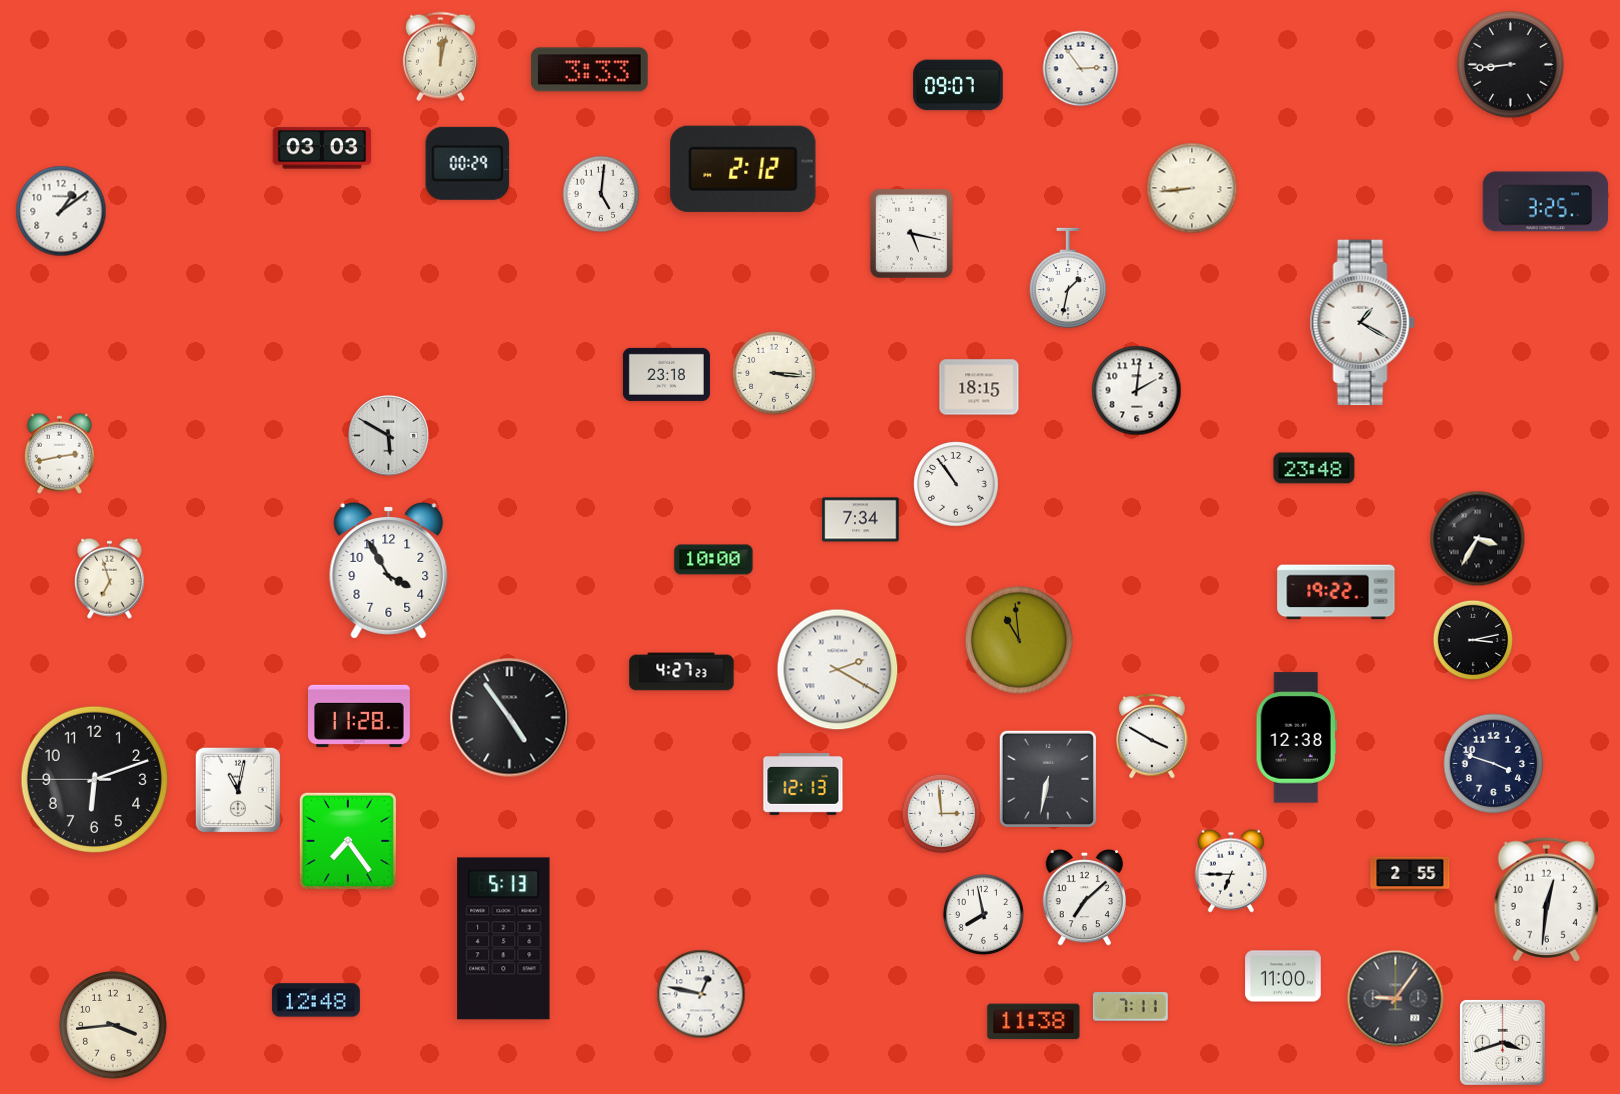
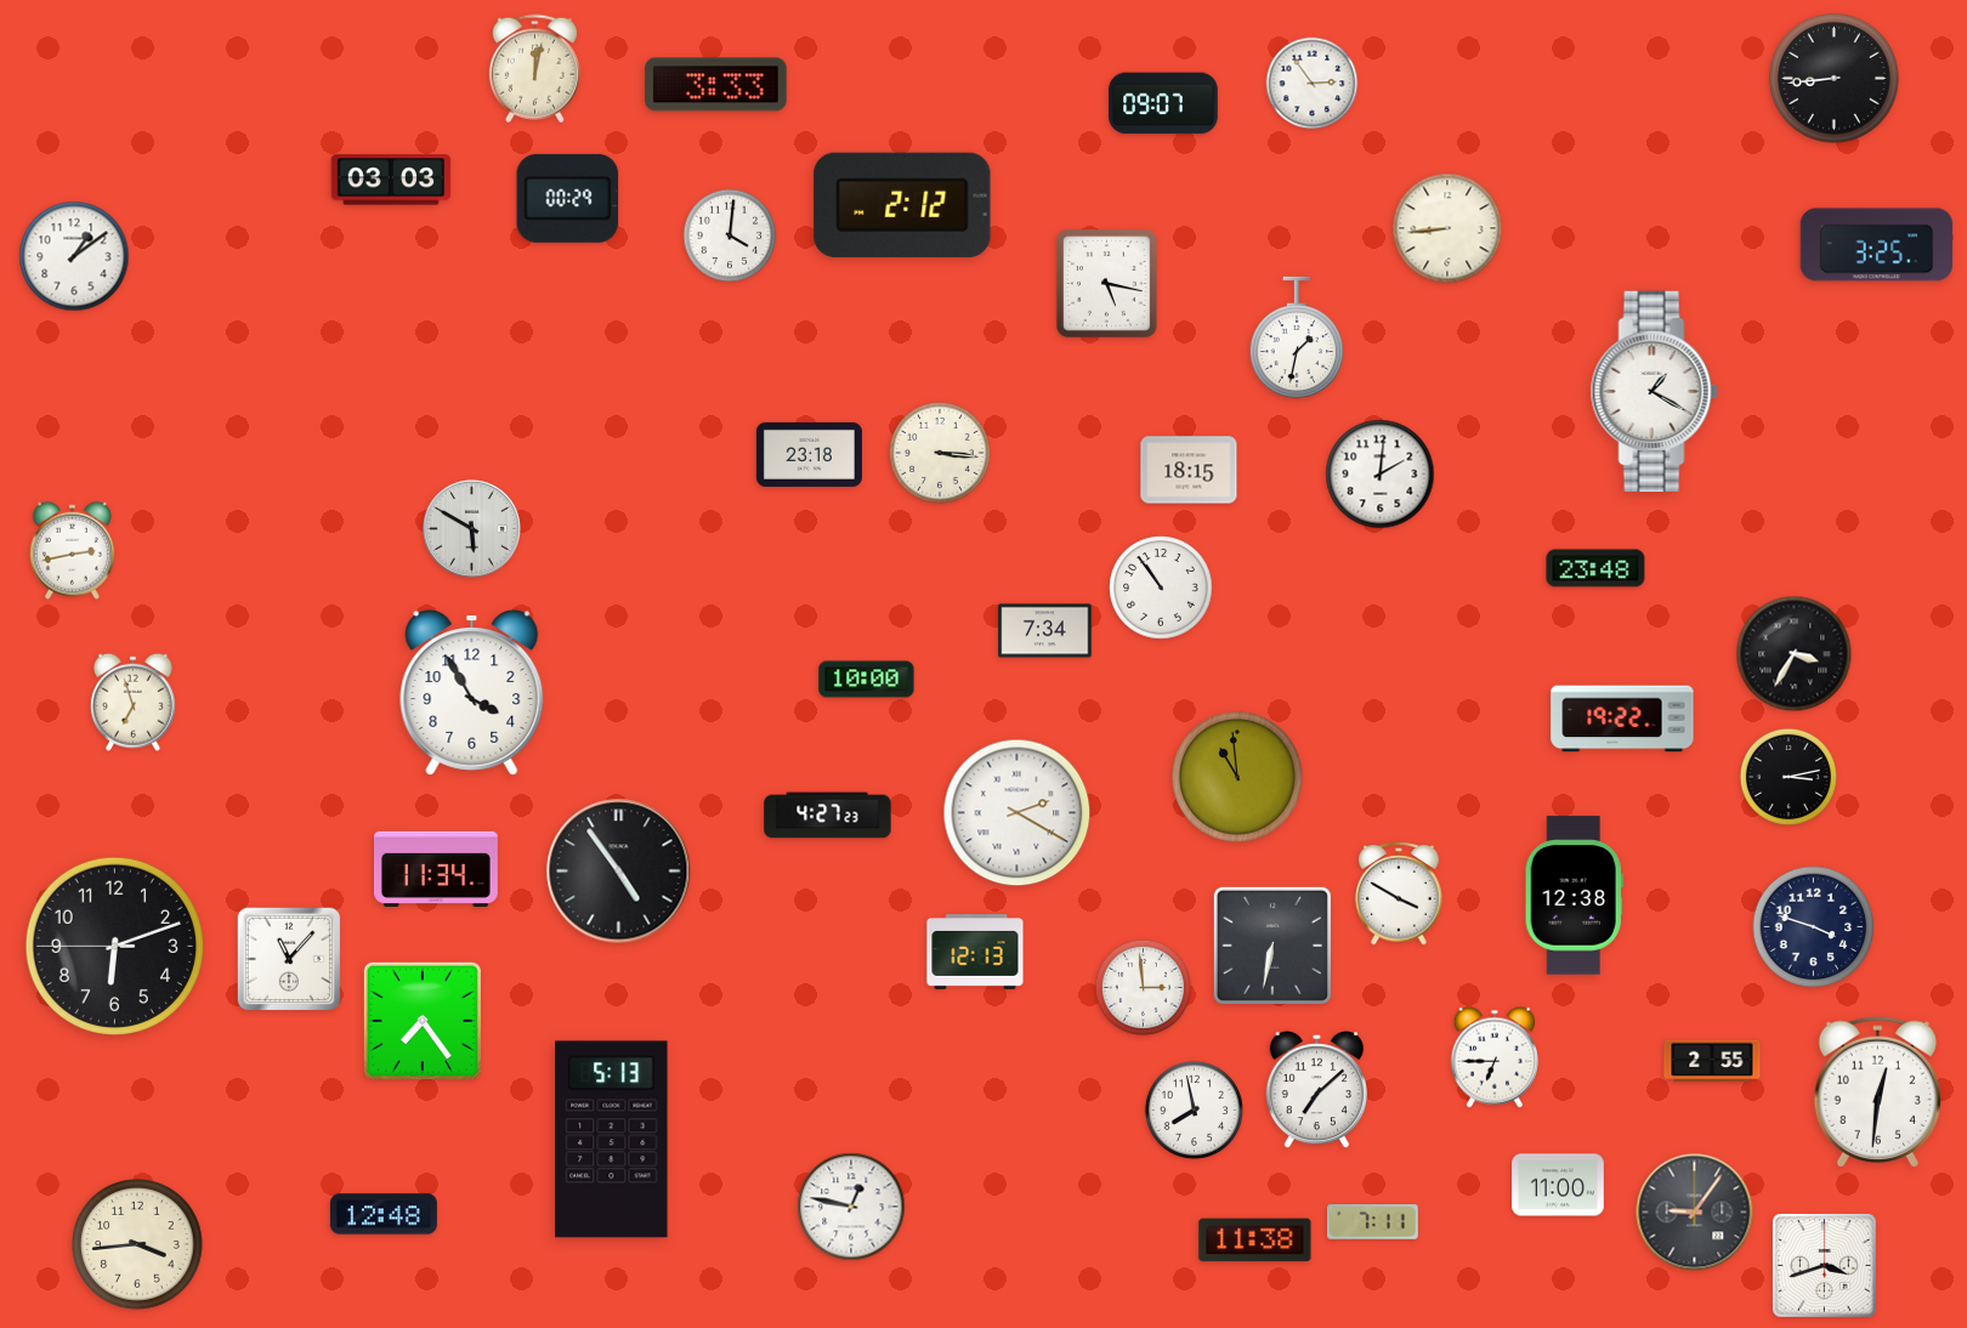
clock at (601, 194): 5:01 -> 4:01
clock at (360, 716): 11:28 -> 11:34
clock at (238, 790): 11:02 -> 11:07
